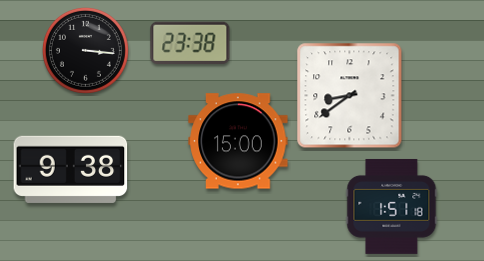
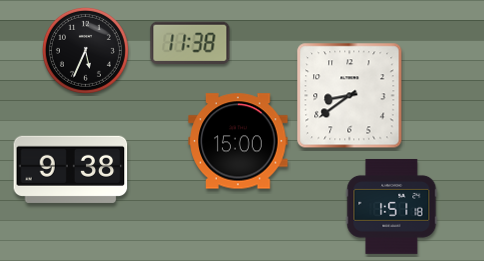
clock at (190, 42): 23:38 -> 11:38
clock at (85, 50): 3:16 -> 5:34
